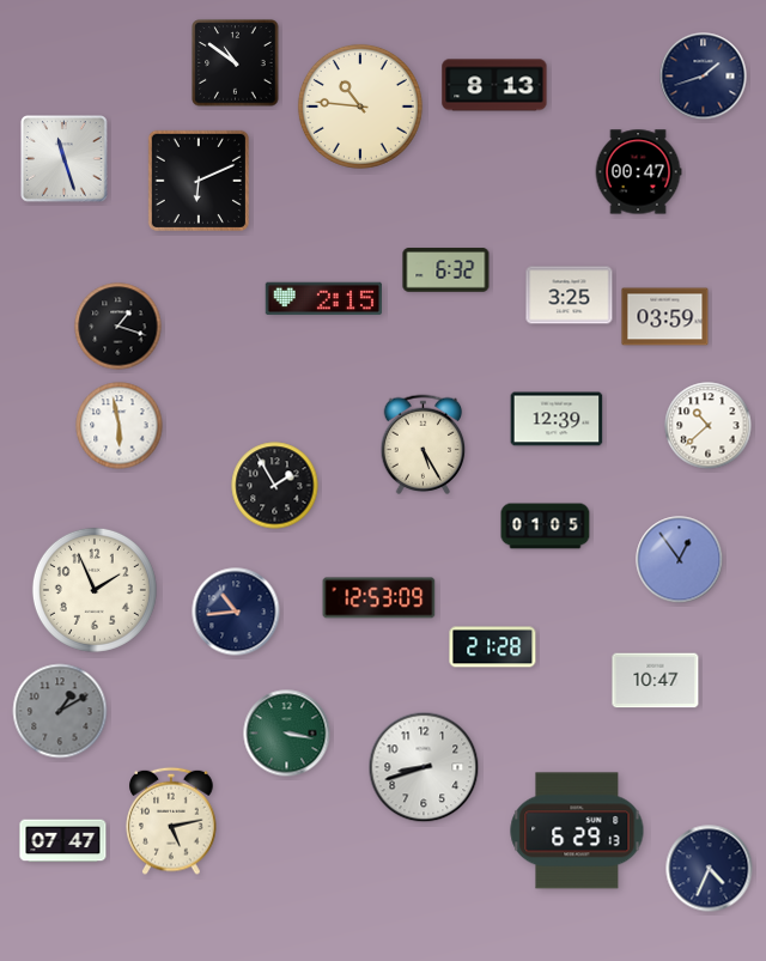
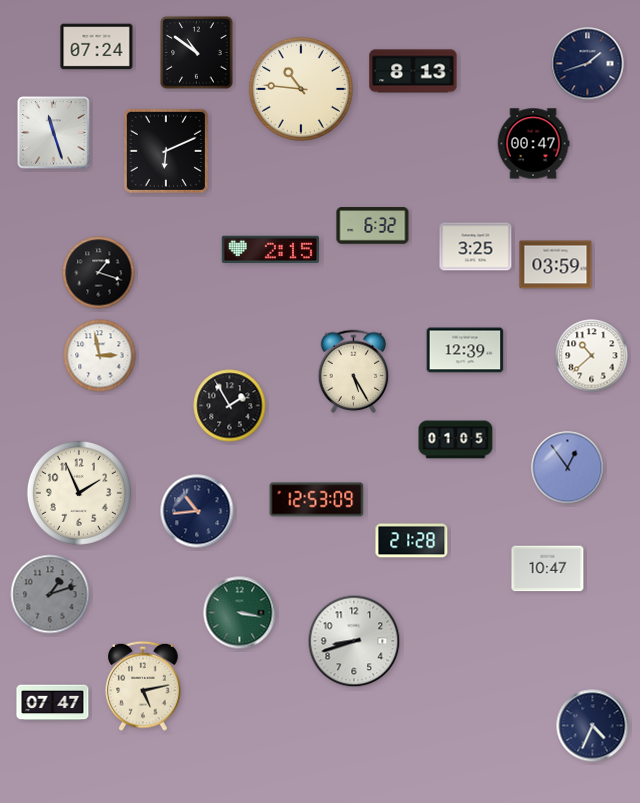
clock at (97, 47): none -> 07:24
clock at (120, 426): 5:58 -> 2:58
clock at (60, 711): 1:10 -> 1:12
clock at (577, 831): 6:29 -> none
